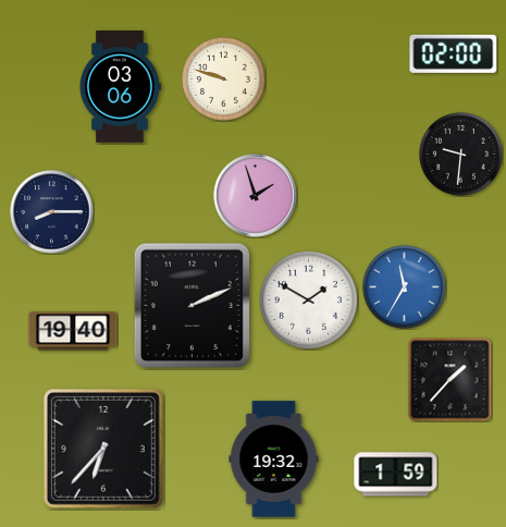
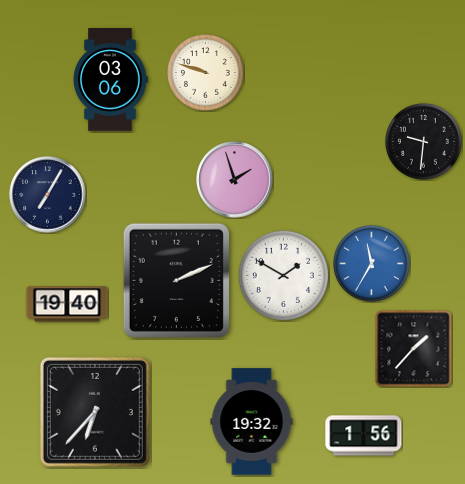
clock at (454, 53): 02:00 -> none
clock at (52, 212): 8:15 -> 7:05
clock at (396, 475): 1:59 -> 1:56
